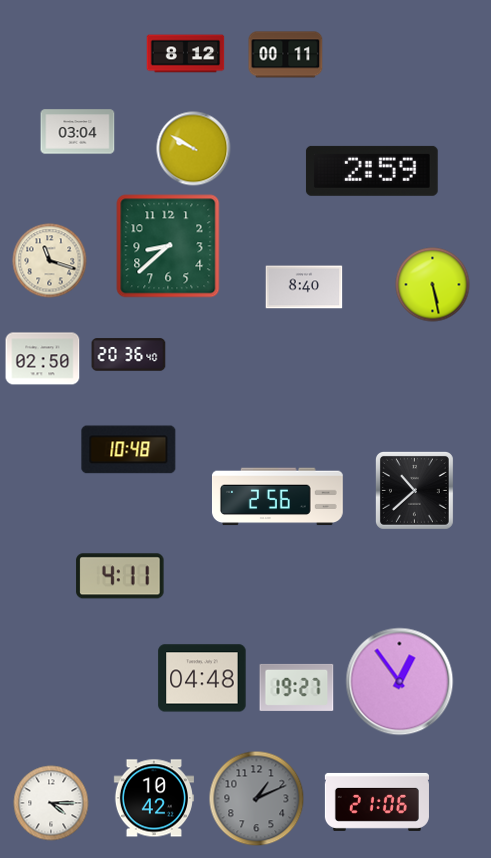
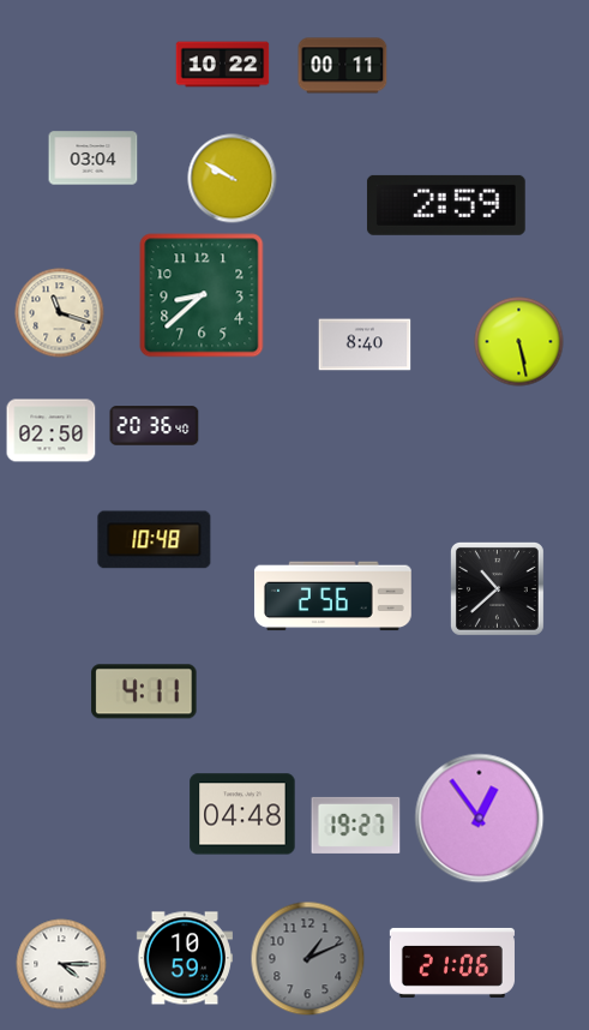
clock at (186, 54): 8:12 -> 10:22
clock at (154, 798): 10:42 -> 10:59
